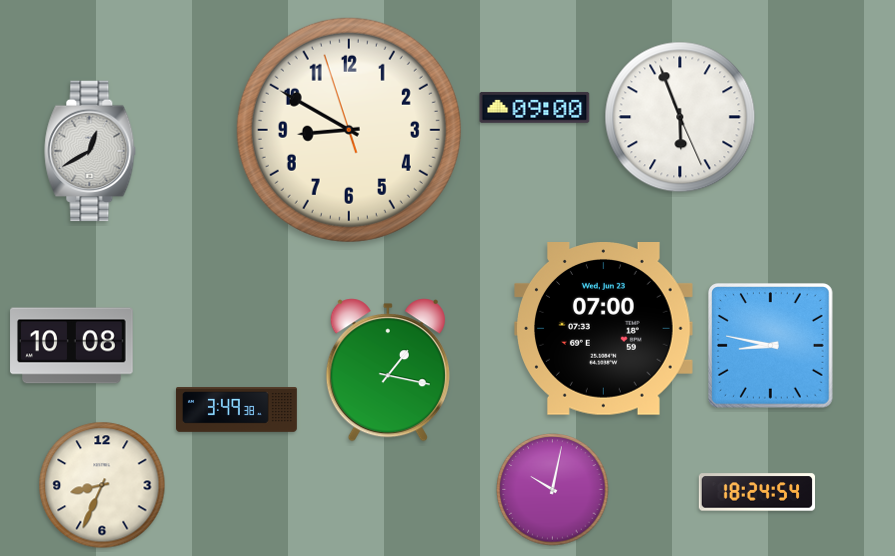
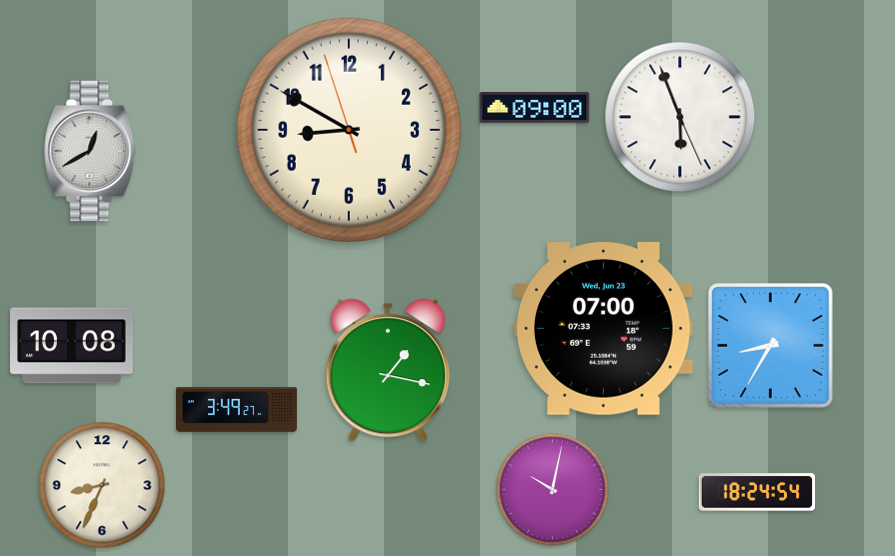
clock at (771, 346): 8:47 -> 8:35
clock at (237, 410): 3:49:38 -> 3:49:27
